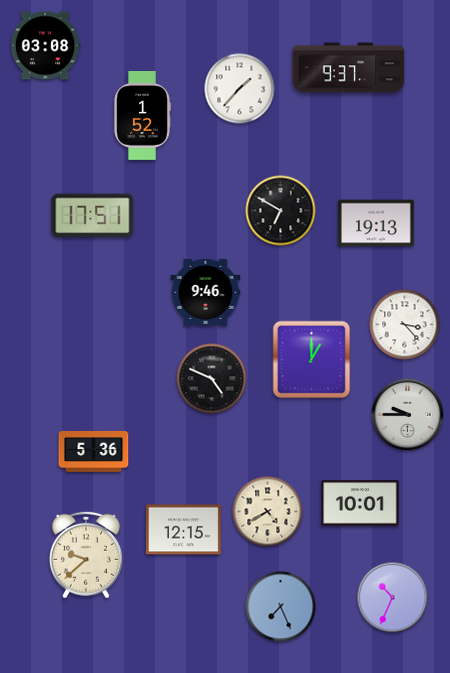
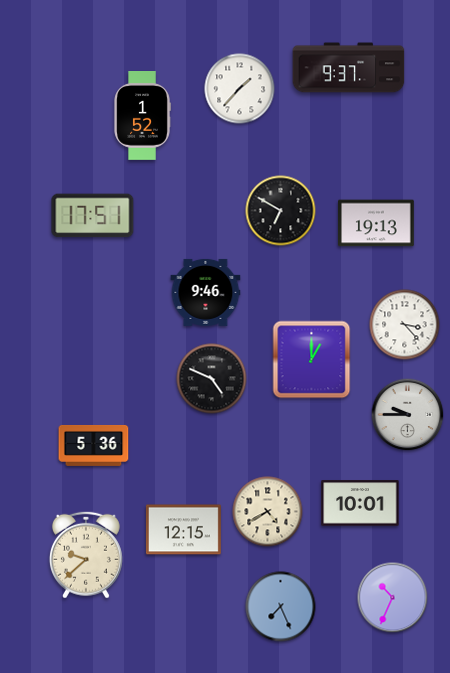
clock at (45, 46): 03:08 -> none
clock at (94, 451) position: (94, 451) -> (94, 445)
